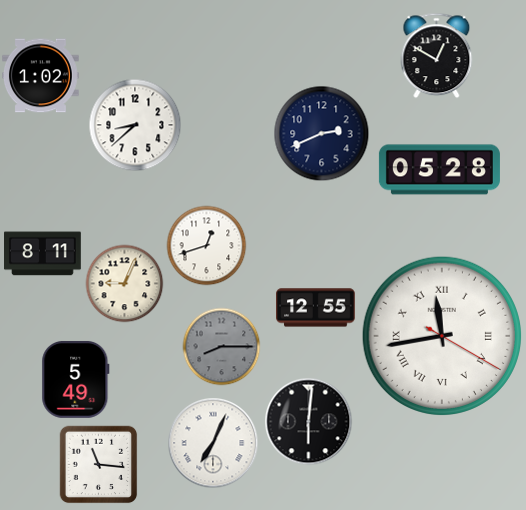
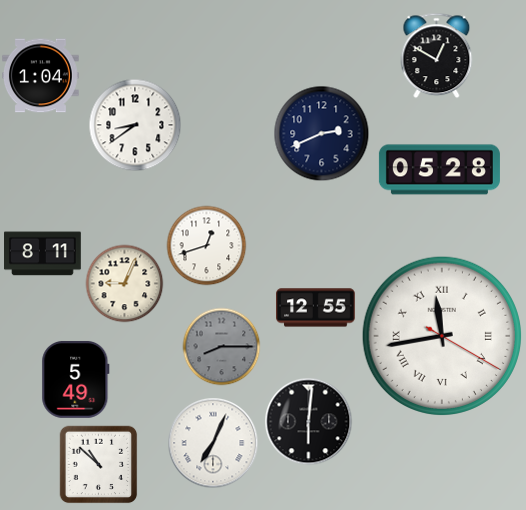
clock at (41, 76): 1:02 -> 1:04
clock at (135, 125): 8:38 -> 8:39
clock at (98, 464): 11:16 -> 10:52
